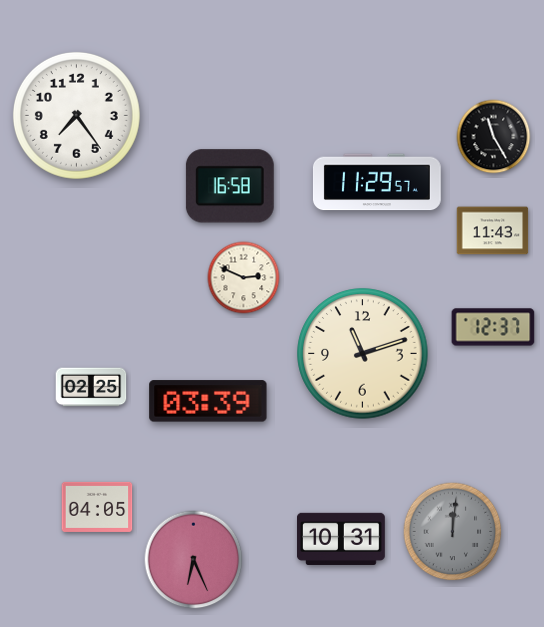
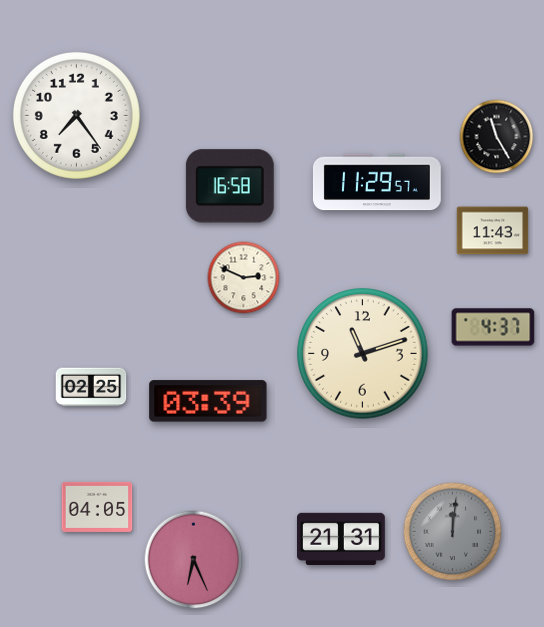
clock at (494, 137) position: (494, 137) -> (497, 137)
clock at (493, 327): 12:37 -> 4:37
clock at (342, 539): 10:31 -> 21:31
